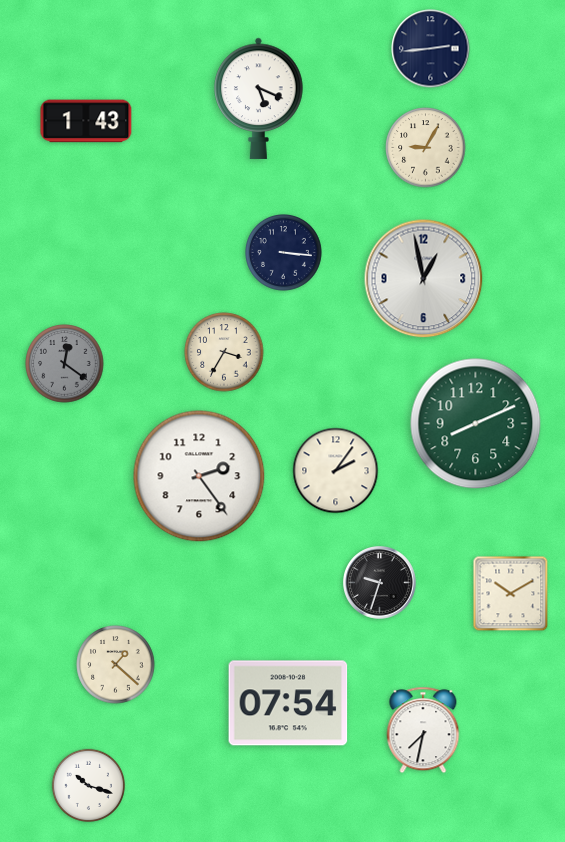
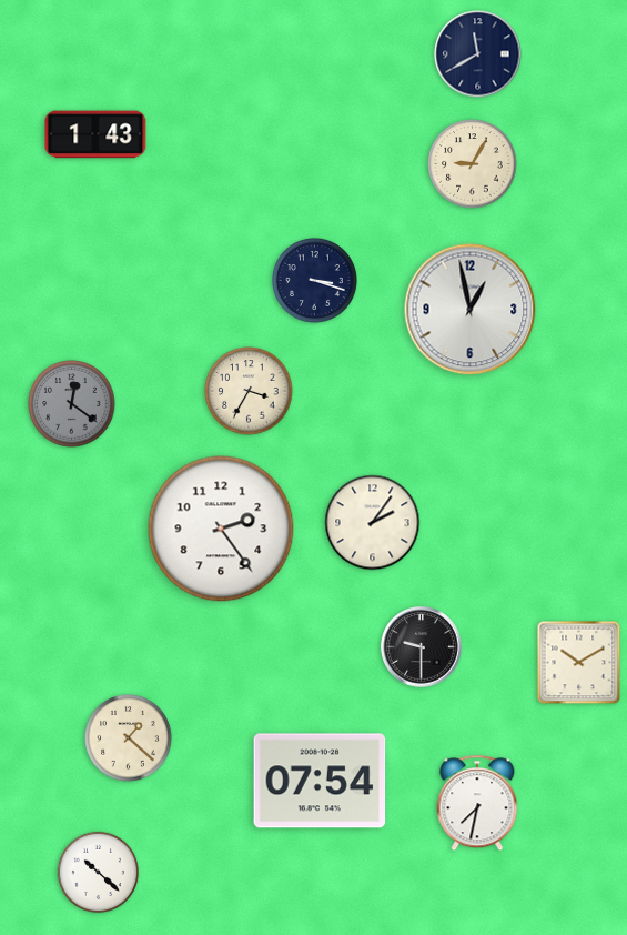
clock at (431, 49): 2:44 -> 11:40
clock at (259, 98): 5:19 -> none
clock at (284, 253): 3:16 -> 3:18
clock at (476, 424): 8:11 -> none
clock at (380, 583): 9:33 -> 9:30
clock at (511, 594) position: (511, 594) -> (579, 663)
clock at (423, 730) position: (423, 730) -> (477, 803)
clock at (88, 785): 10:18 -> 10:22
